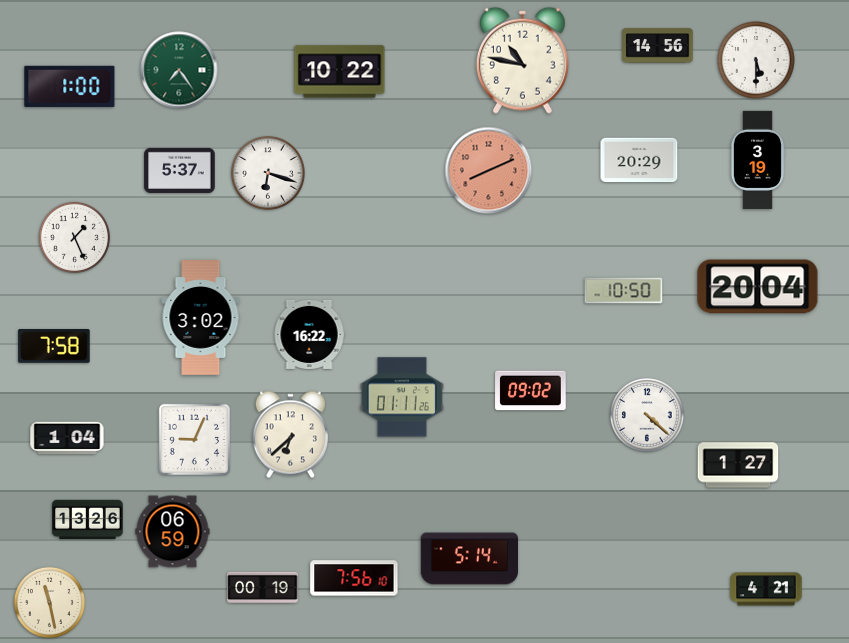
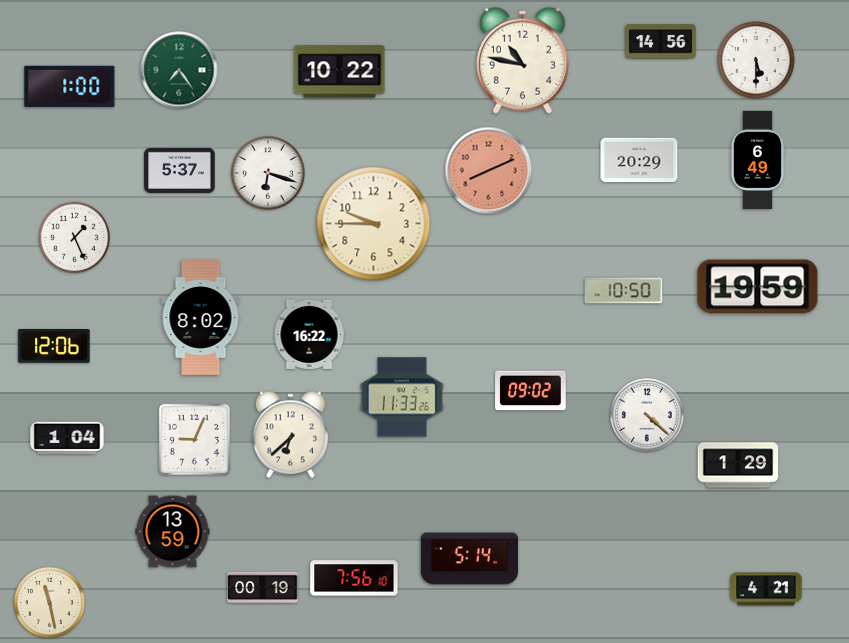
clock at (658, 46) position: (658, 46) -> (661, 42)
clock at (757, 160): 3:19 -> 6:49
clock at (374, 224): none -> 9:45
clock at (758, 287): 20:04 -> 19:59
clock at (201, 318): 3:02 -> 8:02
clock at (54, 347): 7:58 -> 12:06
clock at (402, 397): 01:11 -> 11:33
clock at (738, 465): 1:27 -> 1:29
clock at (88, 520): 13:26 -> none
clock at (173, 532): 06:59 -> 13:59
